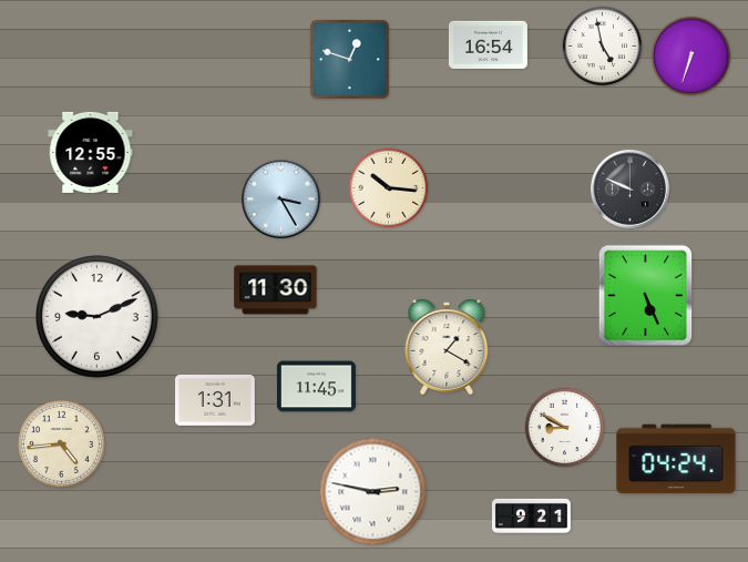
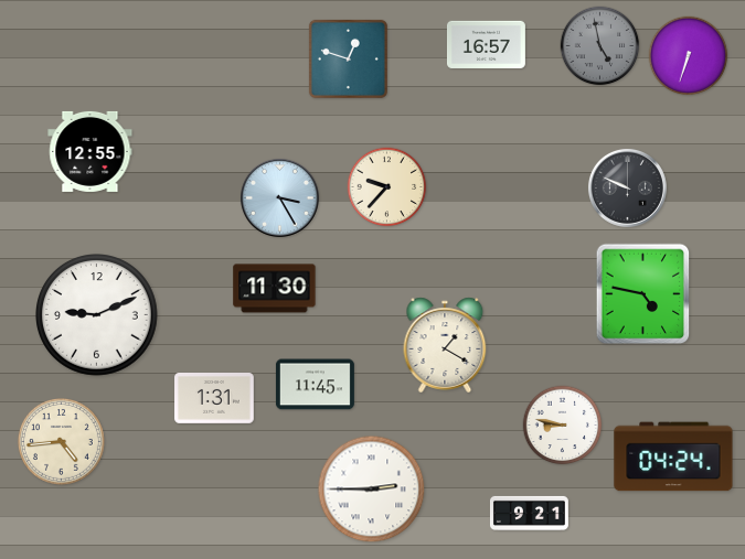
clock at (488, 44): 16:54 -> 16:57
clock at (603, 47) dial: white -> grey
clock at (389, 188): 10:16 -> 9:37
clock at (646, 296): 5:26 -> 4:47
clock at (565, 428): 8:50 -> 8:47
clock at (373, 492): 2:47 -> 2:45
